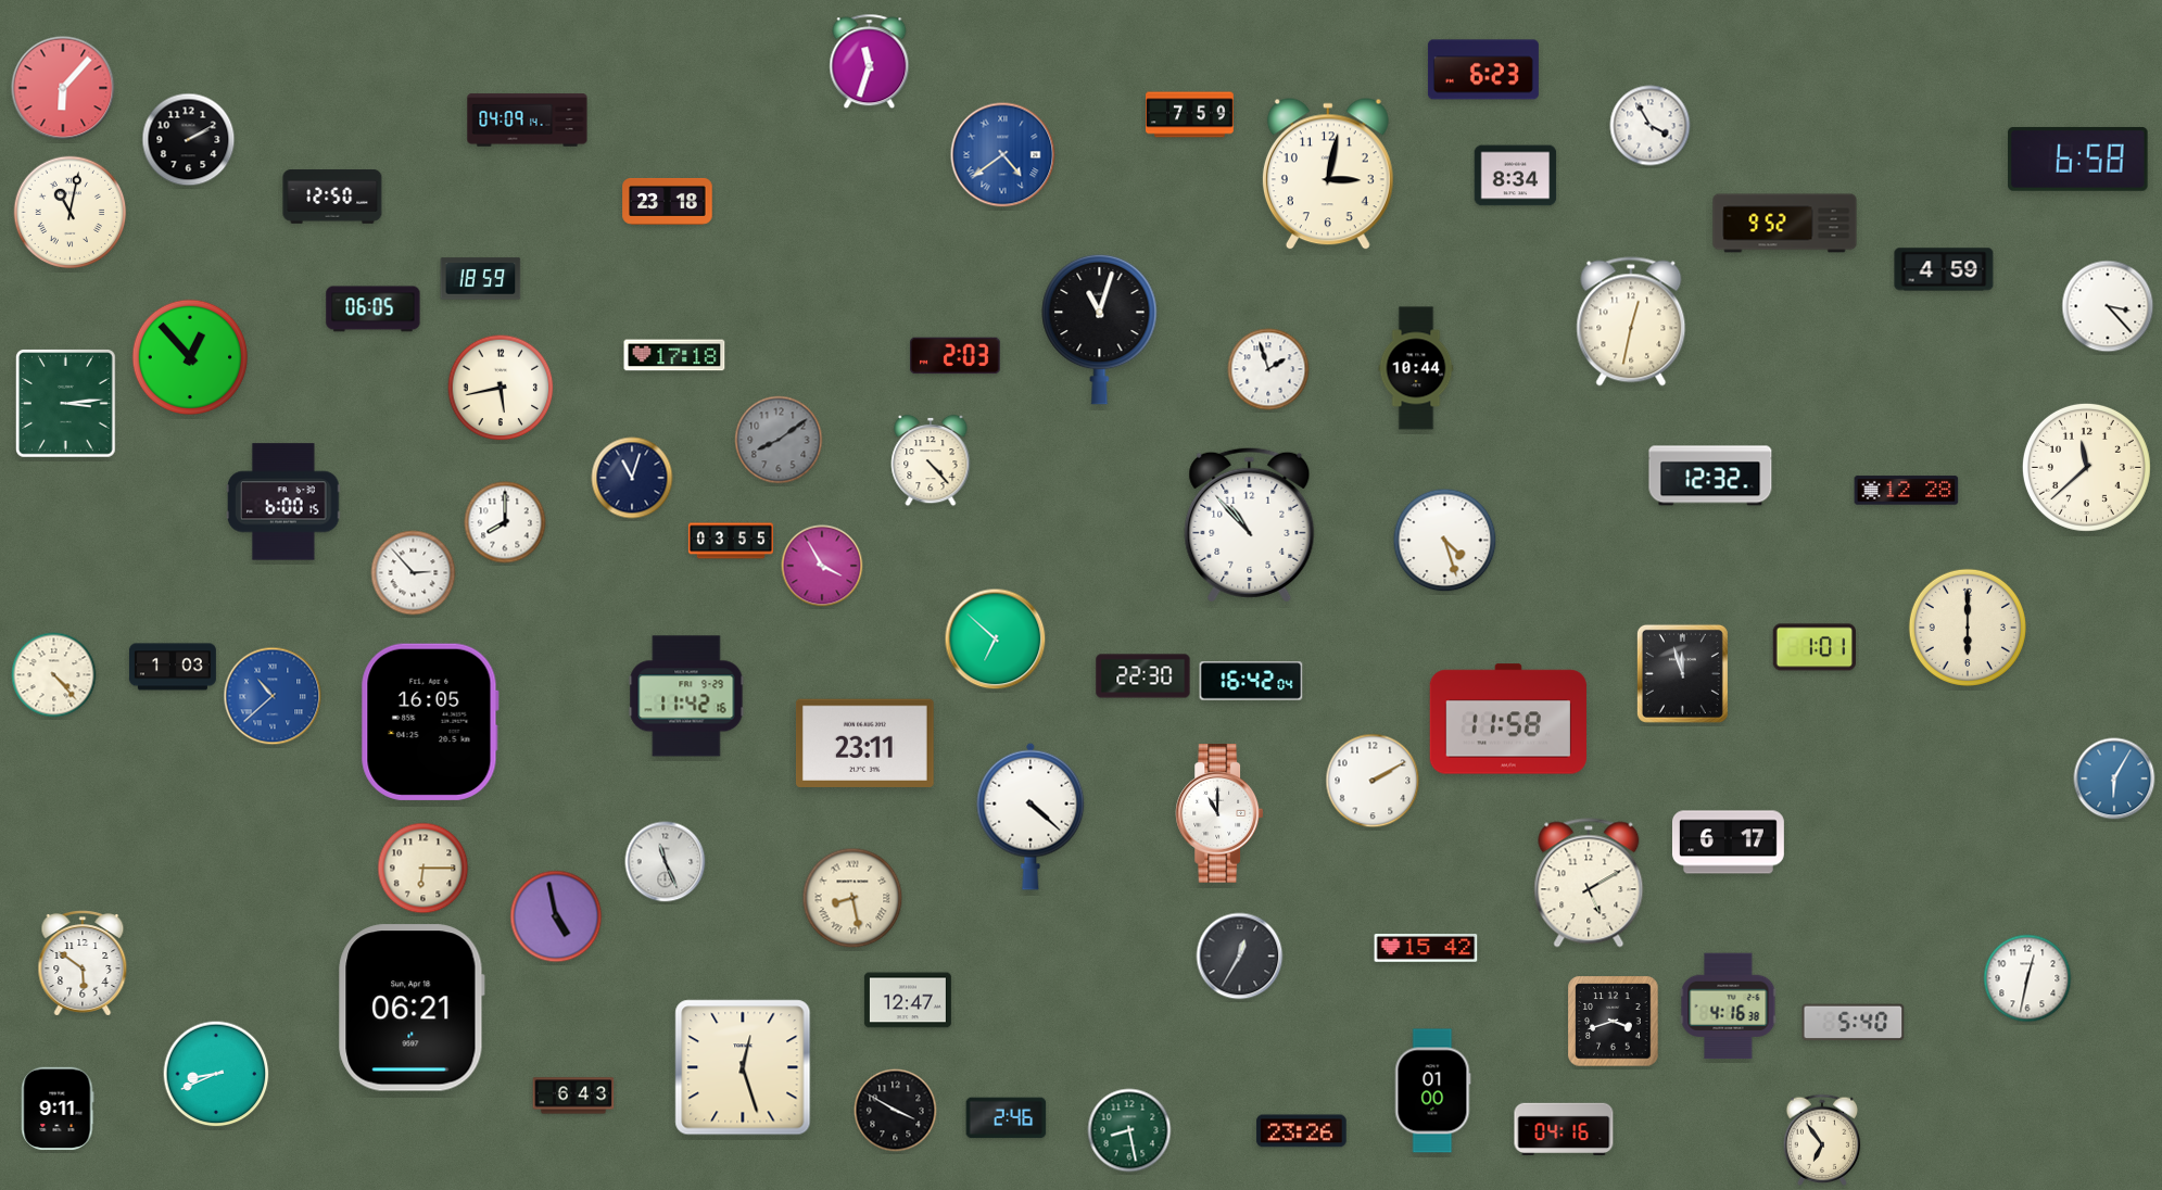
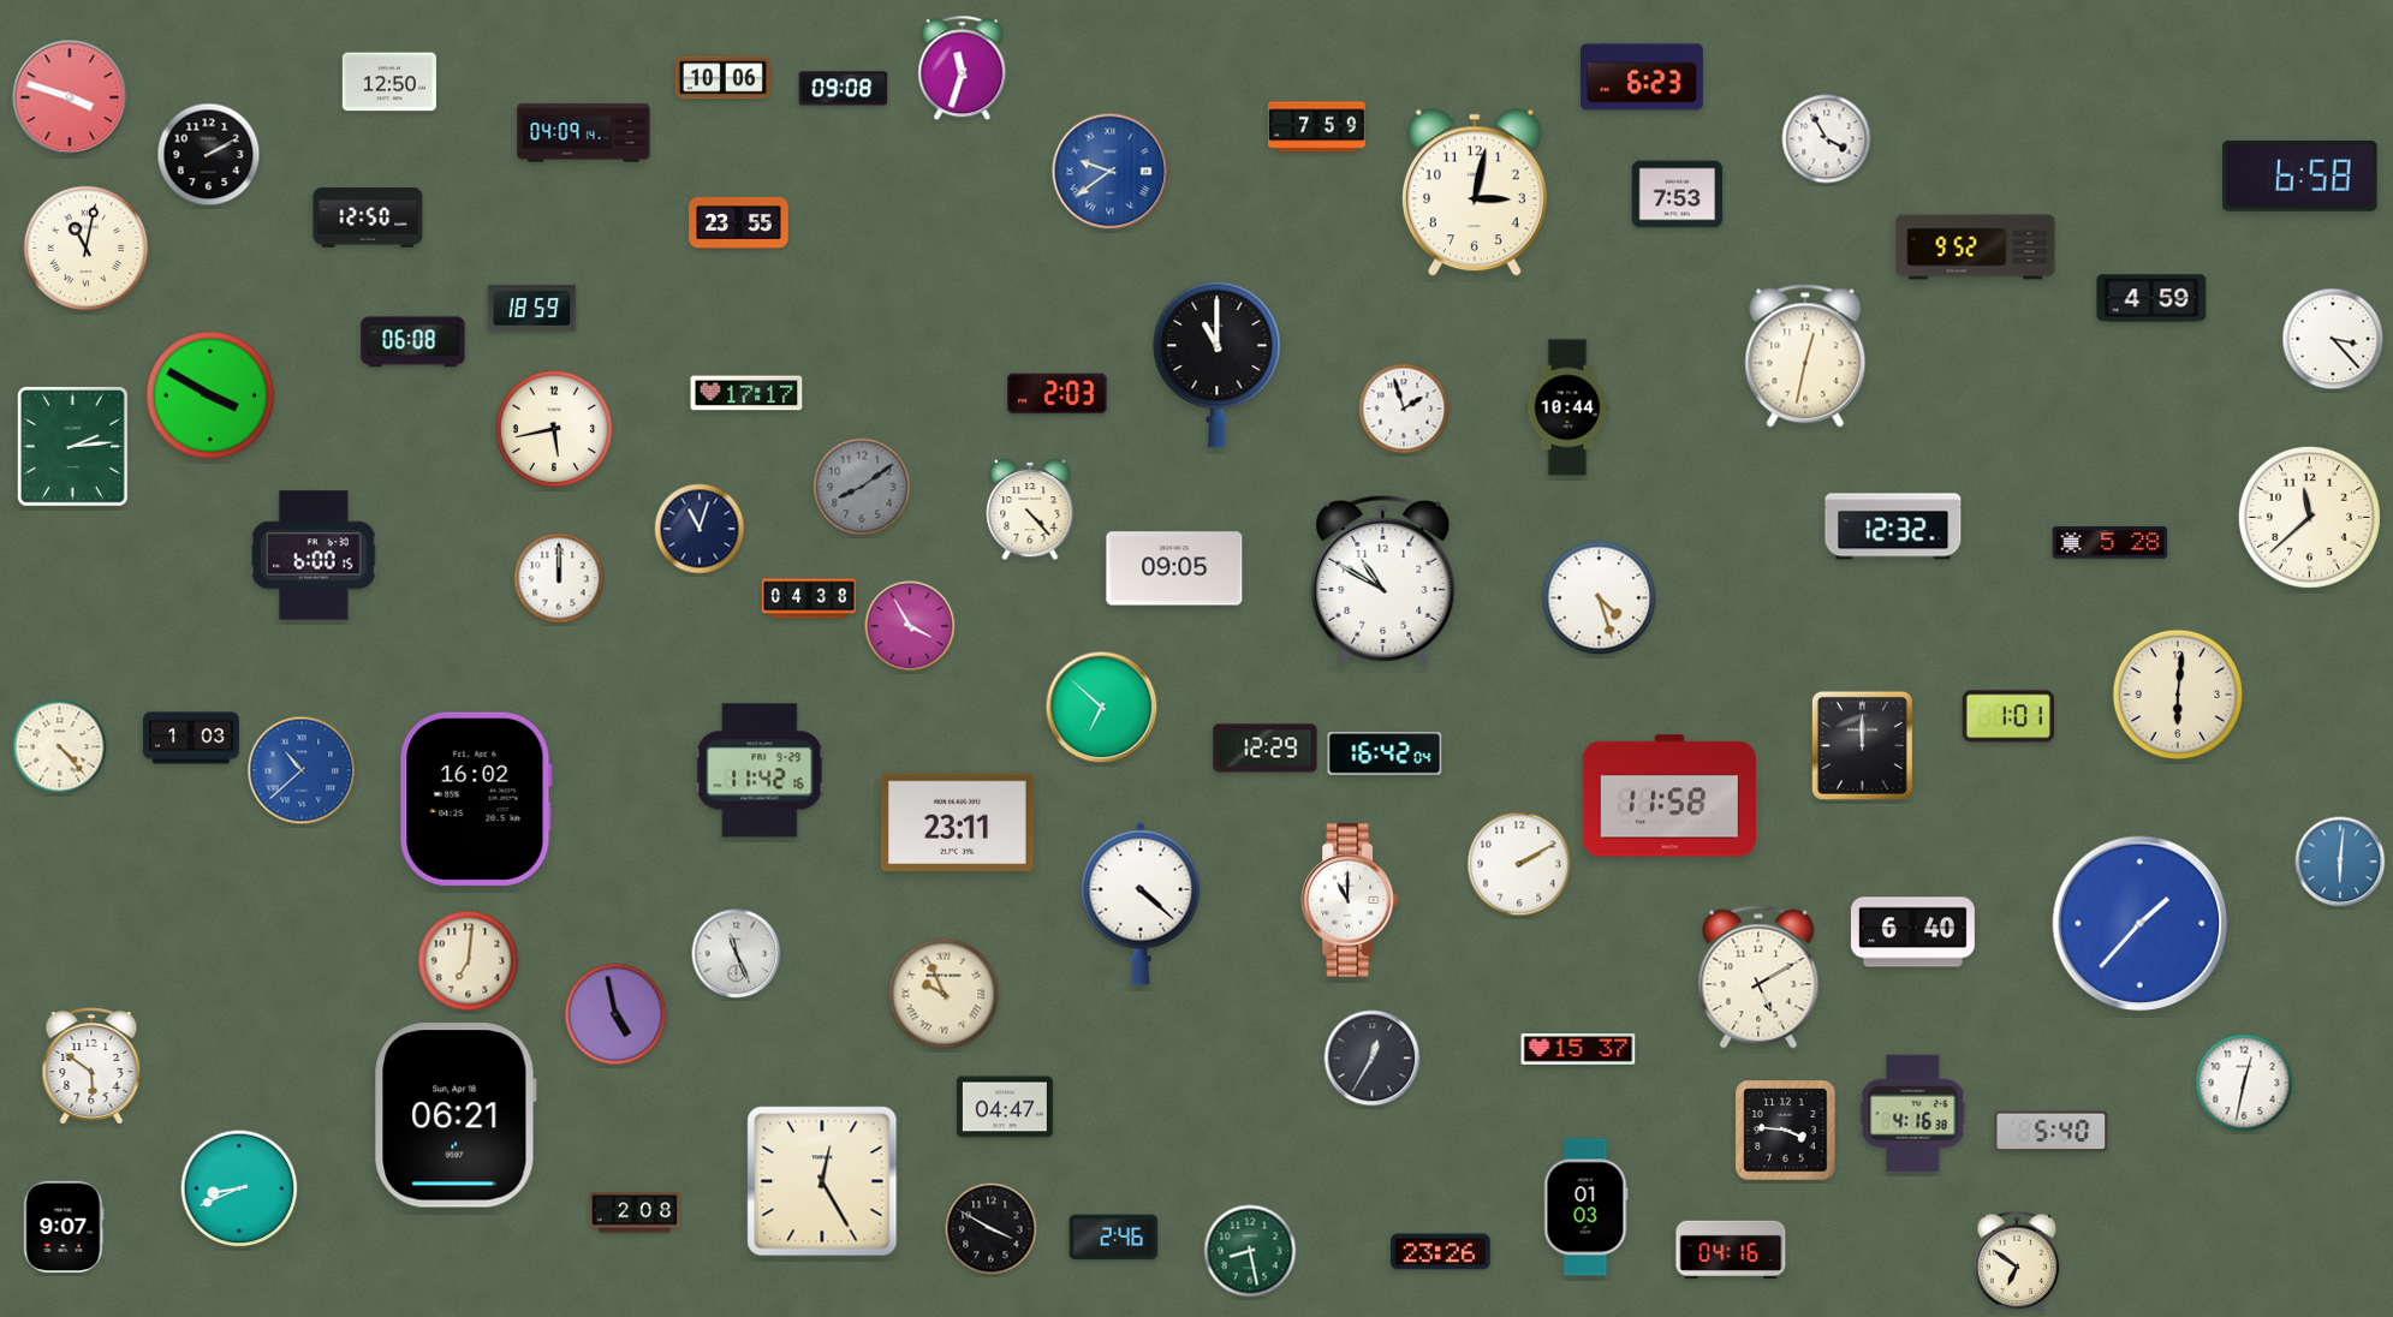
clock at (722, 78): none -> 10:06
clock at (389, 82): none -> 12:50
clock at (844, 89): none -> 09:08
clock at (63, 88): 6:07 -> 3:48
clock at (1003, 155): 4:39 -> 9:39
clock at (1328, 175) position: (1328, 175) -> (1475, 193)
clock at (1516, 176): 8:34 -> 7:53
clock at (668, 201): 23:18 -> 23:55
clock at (71, 213) position: (71, 213) -> (87, 249)
clock at (374, 309): 06:05 -> 06:08
clock at (1100, 329): 11:03 -> 11:00
clock at (674, 355): 17:18 -> 17:17
clock at (189, 356): 12:53 -> 3:50
clock at (66, 404): 3:14 -> 2:14
clock at (1907, 491): 12:28 -> 5:28
clock at (1174, 568): none -> 09:05
clock at (505, 522): 8:00 -> 12:00
clock at (1250, 524): 10:53 -> 10:50
clock at (731, 541): 03:55 -> 04:38
clock at (414, 573): 2:53 -> none
clock at (1968, 628): 6:00 -> 6:01
clock at (1682, 673): 11:57 -> 12:00
clock at (1143, 676): 22:30 -> 12:29
clock at (430, 722): 16:05 -> 16:02
clock at (2114, 778): 6:05 -> 6:01
clock at (2141, 924): none -> 1:37
clock at (1728, 843): 6:17 -> 6:40
clock at (423, 869): 6:15 -> 7:01
clock at (852, 898): 8:28 -> 9:56
clock at (1426, 948): 15:42 -> 15:37
clock at (908, 1000): 12:47 -> 04:47
clock at (1614, 1022): 3:42 -> 3:46
clock at (743, 1067): 12:27 -> 12:25
clock at (1432, 1091): 01:00 -> 01:03
clock at (573, 1096): 6:43 -> 2:08
clock at (58, 1109): 9:11 -> 9:07
clock at (1822, 1139): 6:54 -> 6:51
